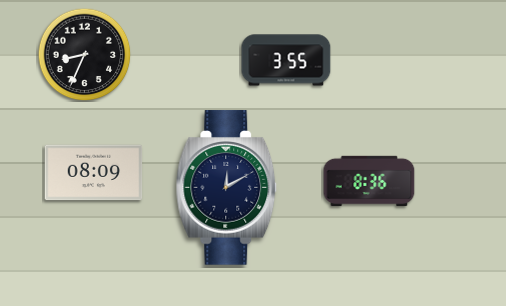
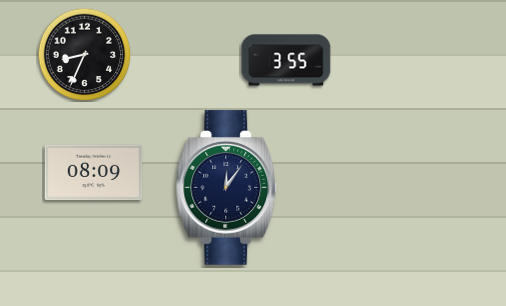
clock at (369, 181): 8:36 -> none
clock at (227, 188): 12:10 -> 12:06
